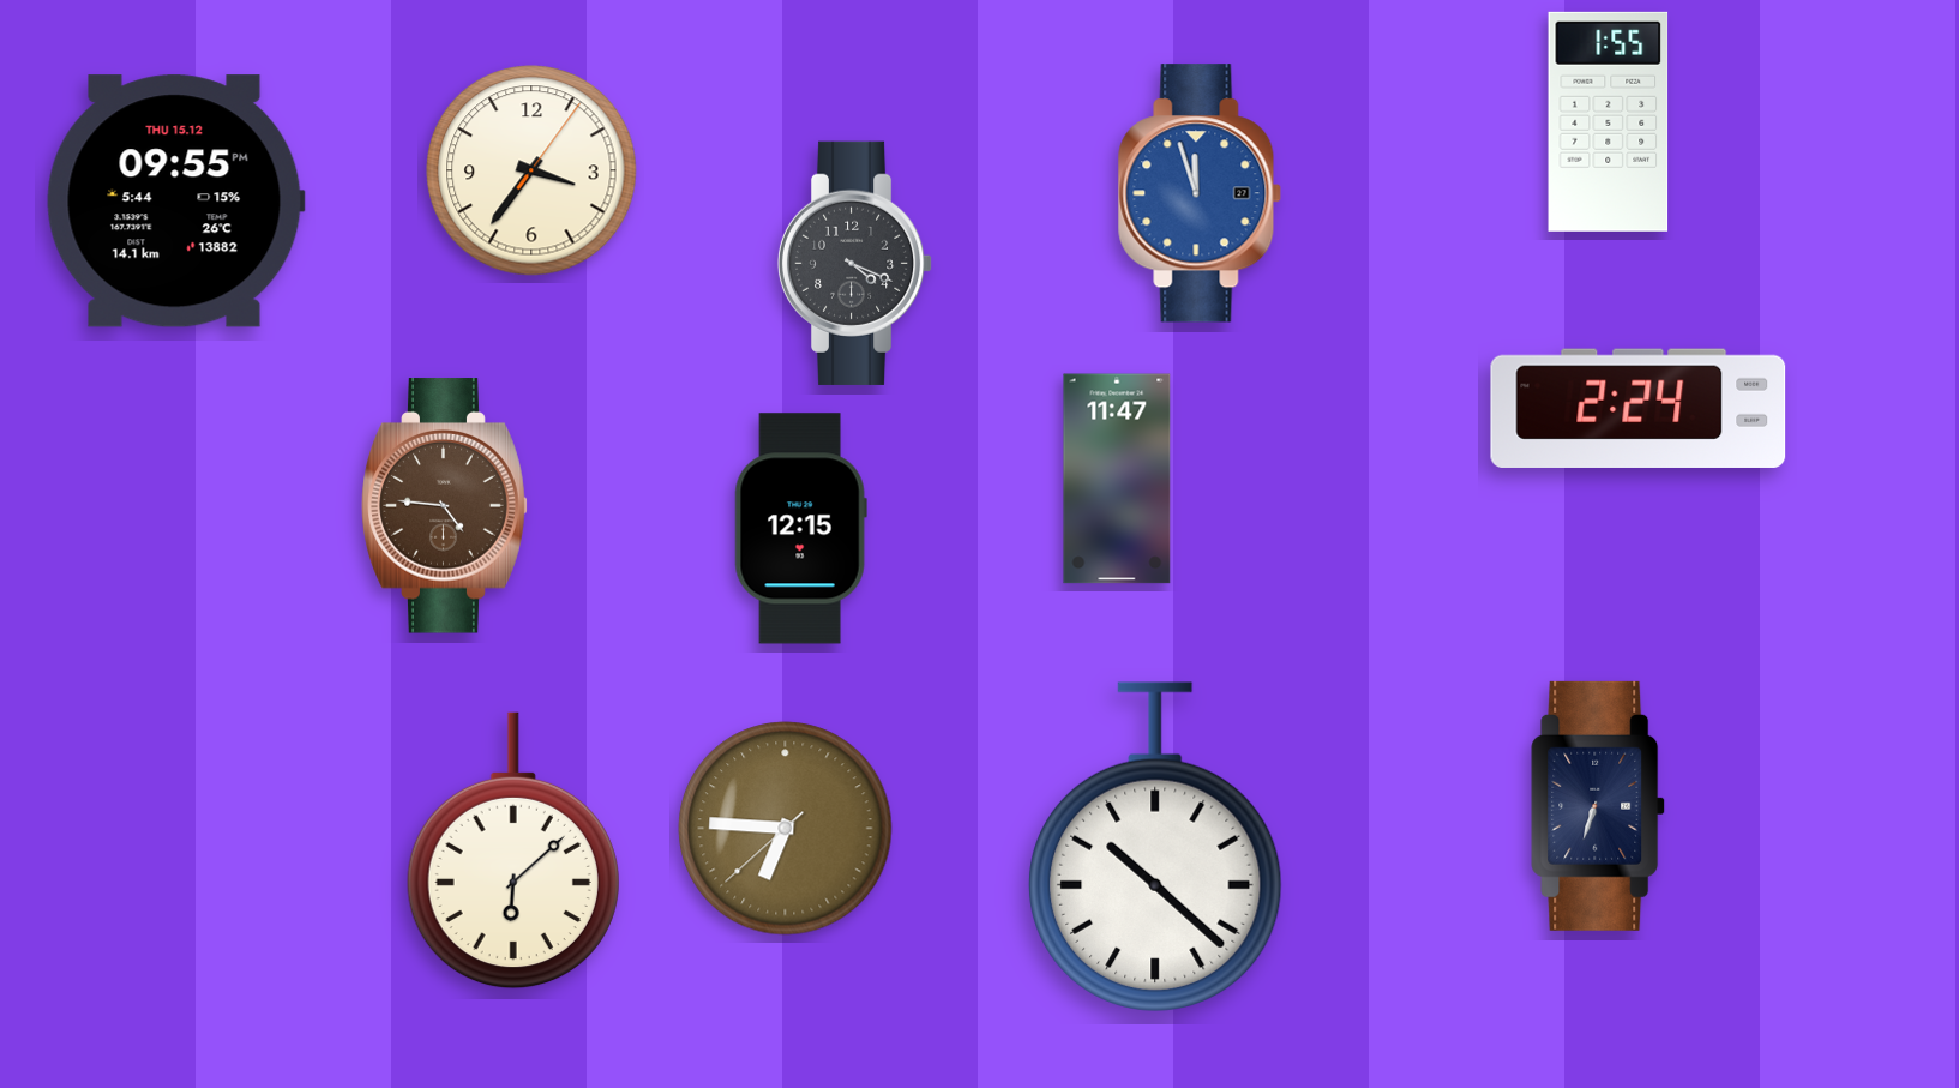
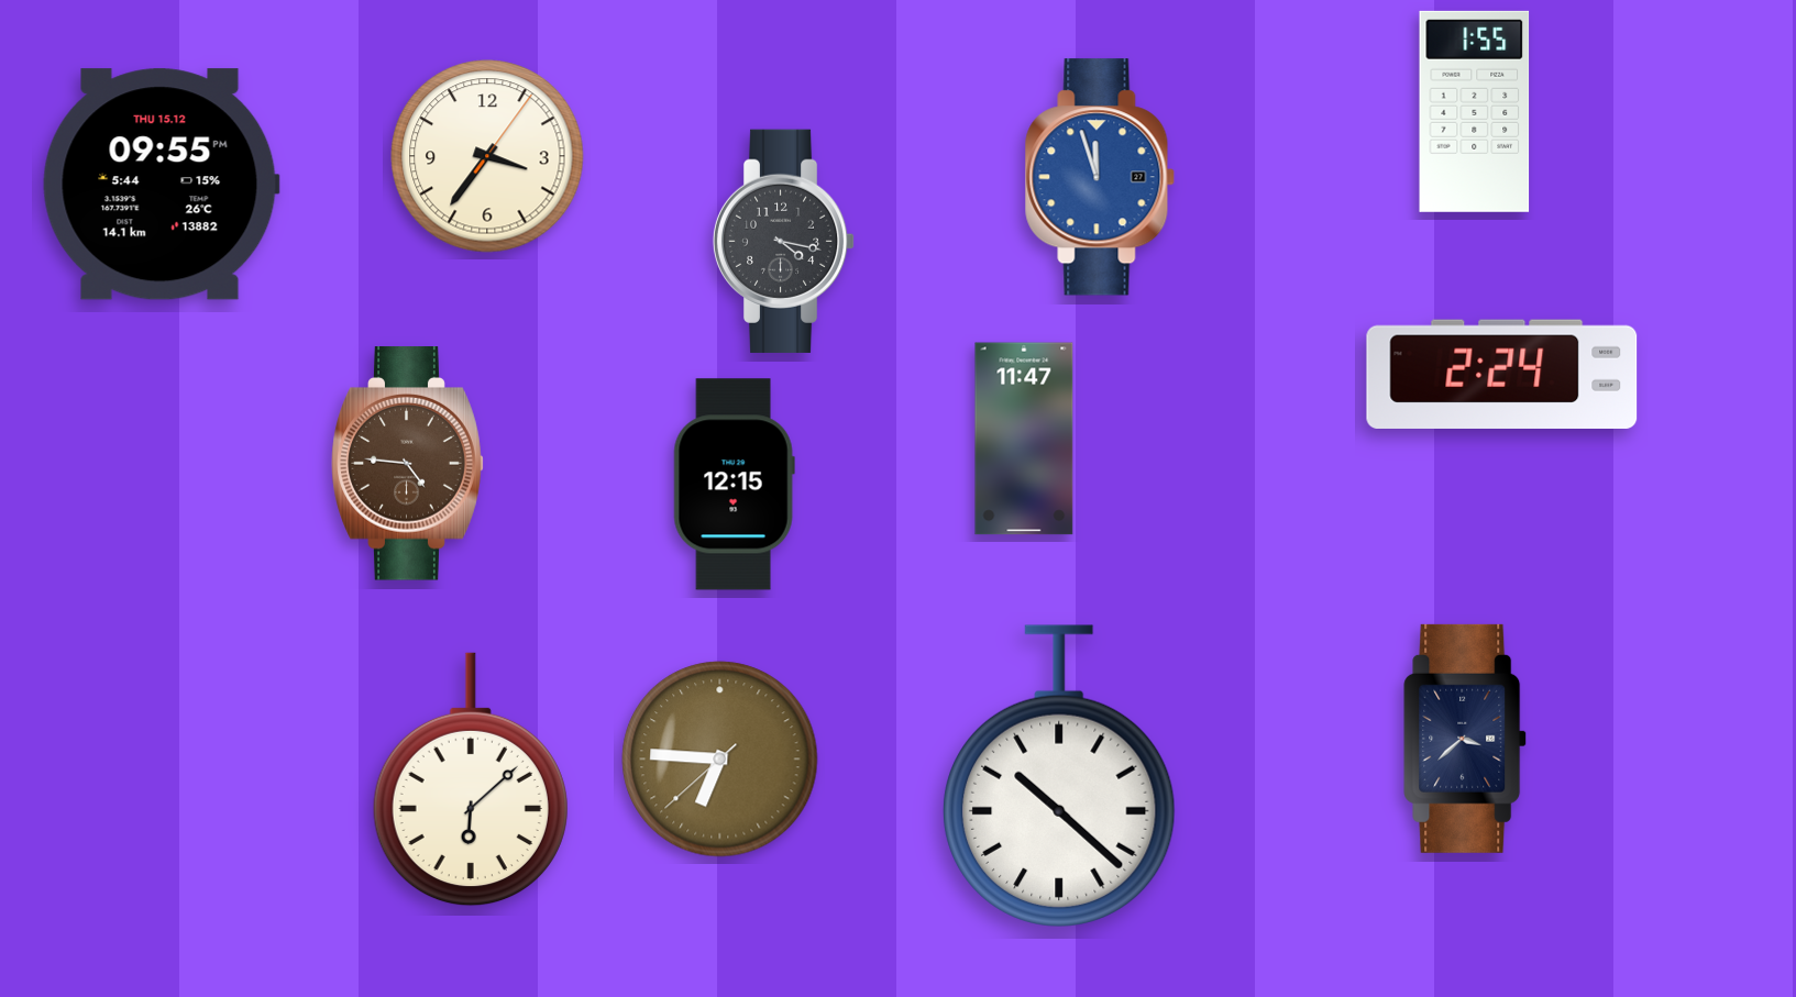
clock at (855, 263): 4:19 -> 4:17
clock at (1599, 806): 6:33 -> 3:38
